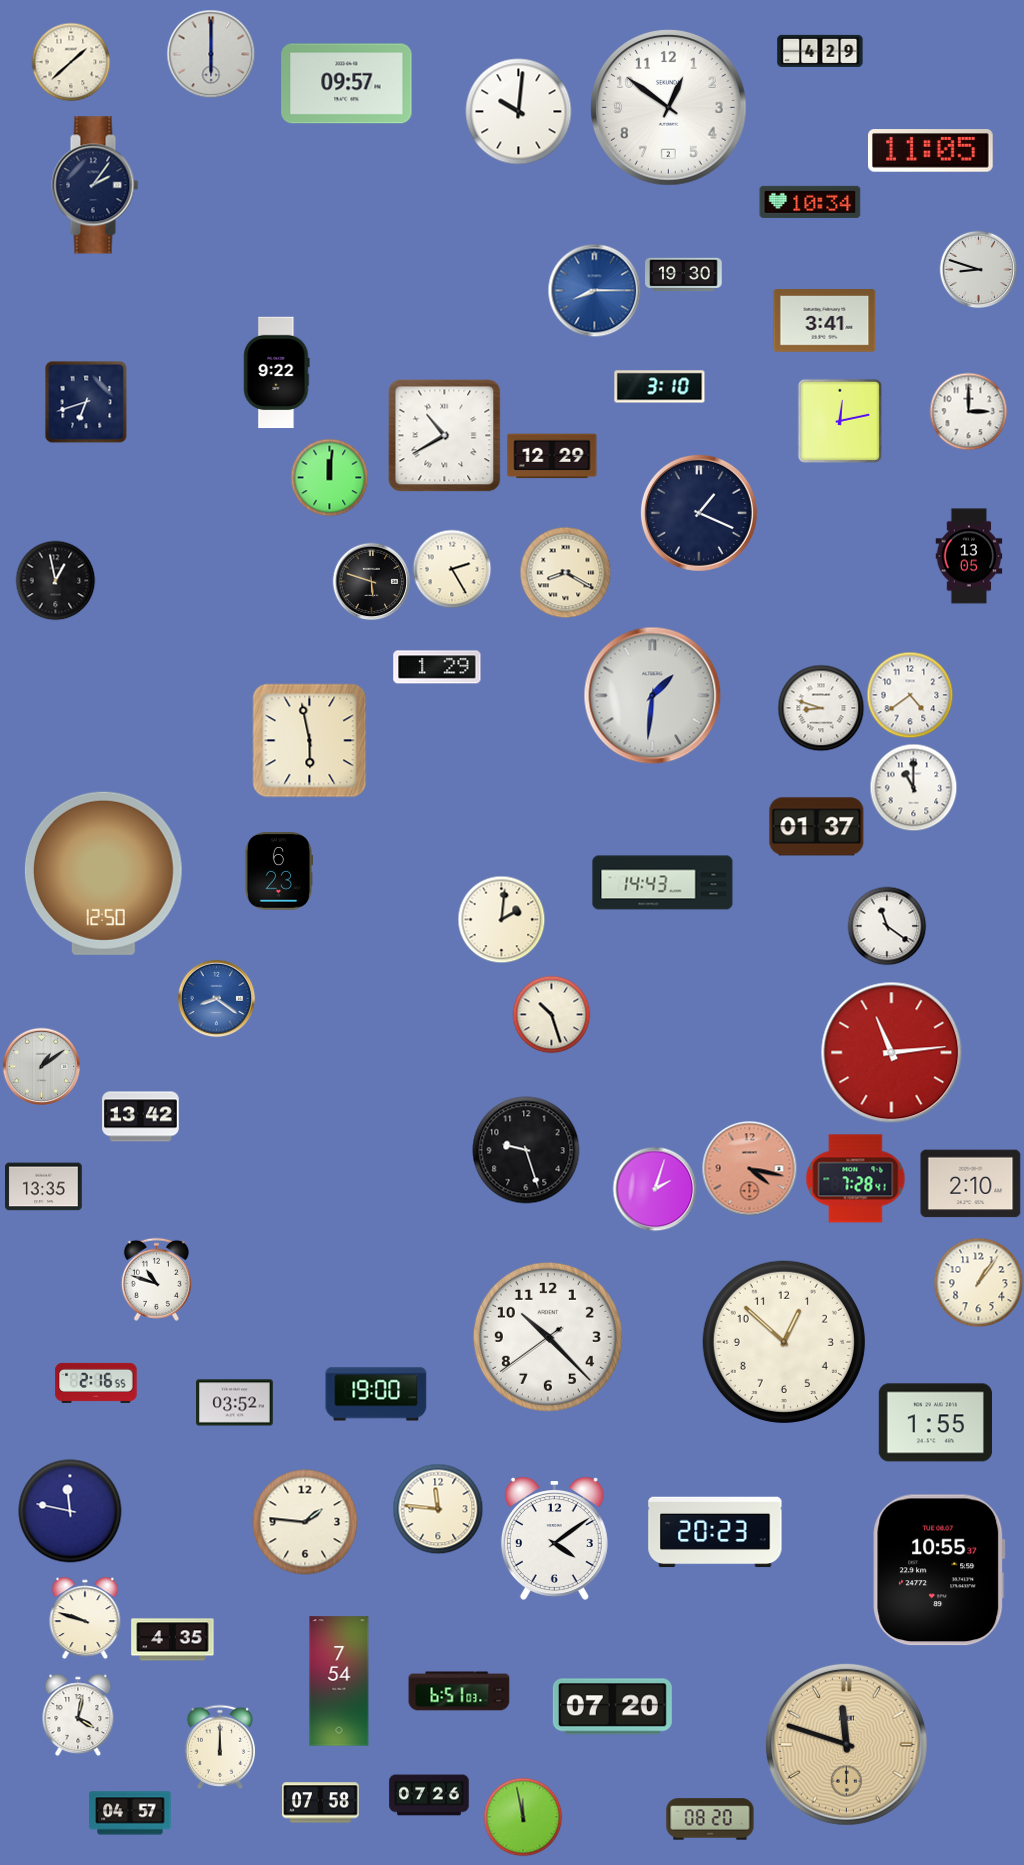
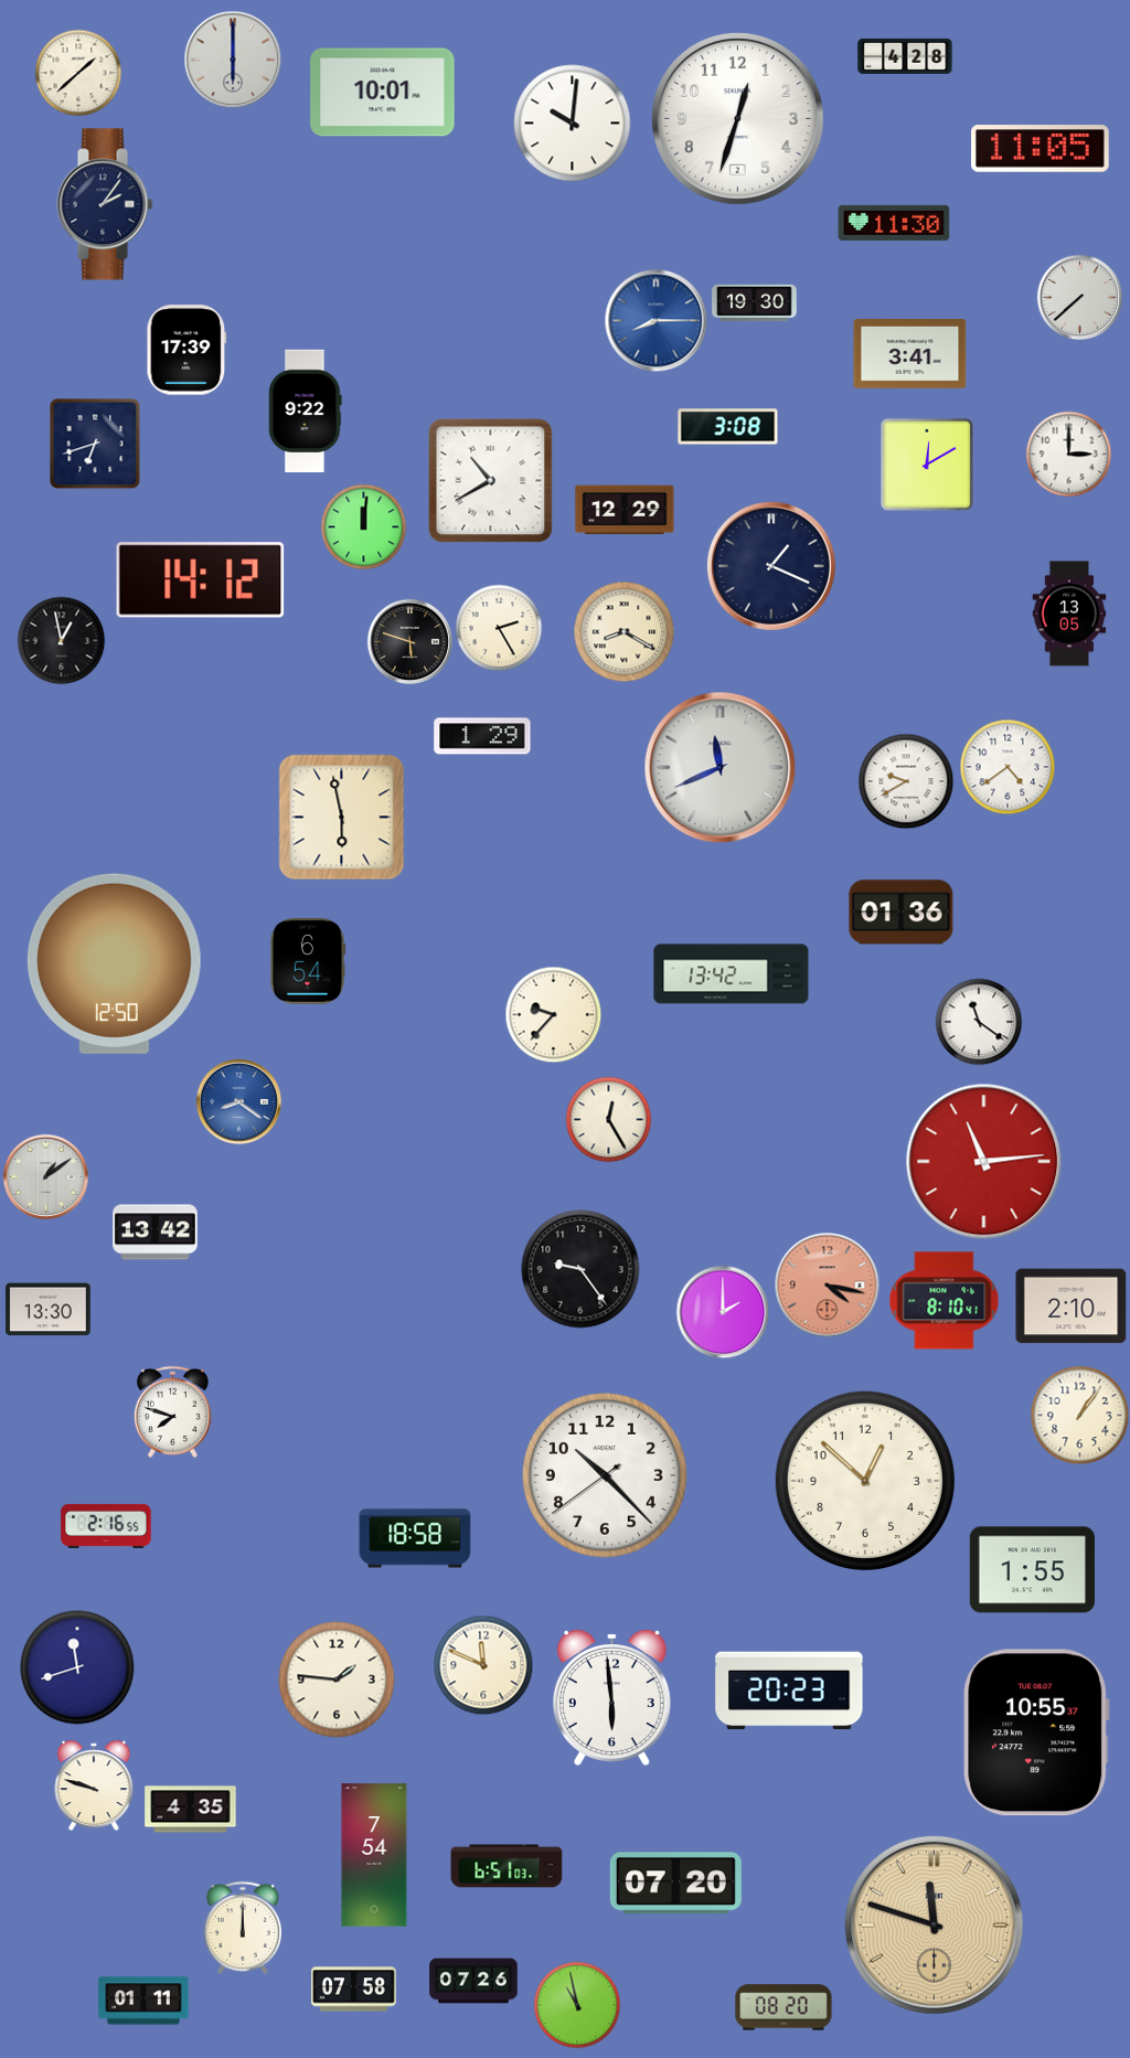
clock at (820, 51): 4:29 -> 4:28
clock at (71, 62) position: (71, 62) -> (78, 73)
clock at (347, 84): 09:57 -> 10:01
clock at (669, 108): 12:51 -> 12:33
clock at (931, 151) position: (931, 151) -> (1041, 149)
clock at (810, 202): 10:34 -> 11:30
clock at (978, 269): 8:48 -> 7:38
clock at (186, 350): none -> 17:39
clock at (660, 387): 3:10 -> 3:08
clock at (840, 421): 12:13 -> 12:10
clock at (552, 456) position: (552, 456) -> (625, 510)
clock at (201, 580): none -> 14:12
clock at (910, 695) position: (910, 695) -> (1008, 767)
clock at (653, 696): 1:31 -> 11:41
clock at (821, 708): 8:48 -> 9:40
clock at (913, 787): 11:00 -> none
clock at (817, 827): 01:37 -> 01:36
clock at (279, 871): 6:23 -> 6:54
clock at (663, 883): 14:43 -> 13:42
clock at (501, 919): 2:01 -> 9:37
clock at (551, 1014): 10:27 -> 12:25
clock at (526, 1150): 9:27 -> 9:24
clock at (749, 1168) position: (749, 1168) -> (827, 1284)
clock at (856, 1179): 7:28 -> 8:10
clock at (44, 1187): 13:35 -> 13:30
clock at (655, 1189): 2:03 -> 2:00
clock at (156, 1279): 10:48 -> 7:48
clock at (376, 1394): 19:00 -> 18:58
clock at (235, 1403): 03:52 -> none
clock at (438, 1509): 11:46 -> 11:49
clock at (70, 1511): 11:47 -> 11:42
clock at (554, 1538): 4:09 -> 5:59
clock at (78, 1715): 4:02 -> none
clock at (130, 1813): 04:57 -> 01:11
clock at (523, 1817): 11:58 -> 10:58
